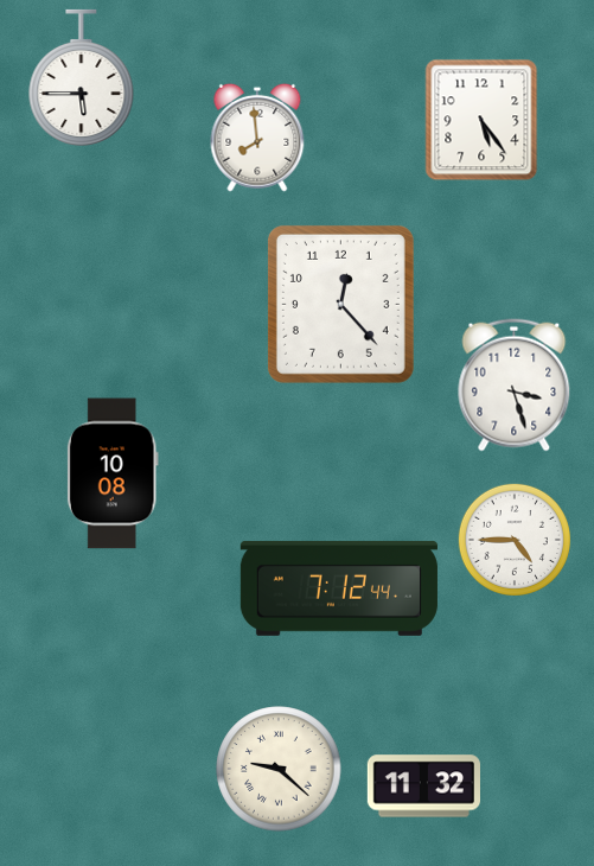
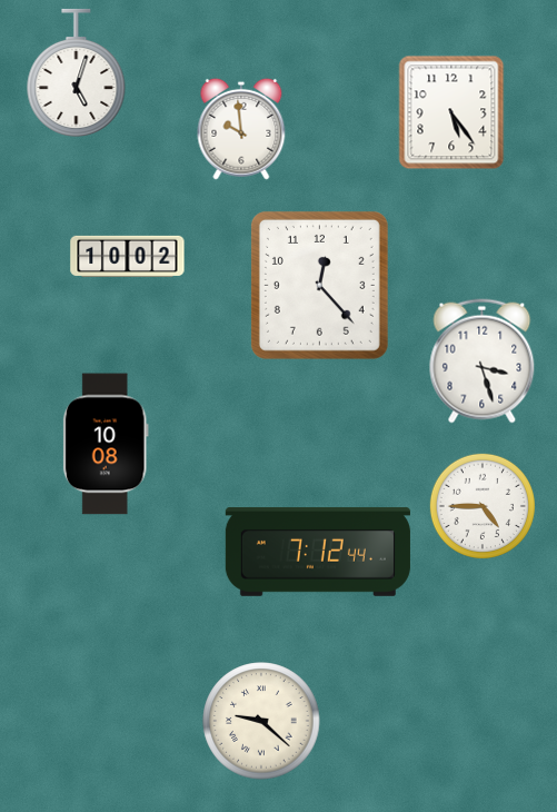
clock at (82, 77): 5:45 -> 5:03
clock at (257, 138): 7:59 -> 9:59
clock at (128, 256): none -> 10:02
clock at (423, 787): 11:32 -> none
